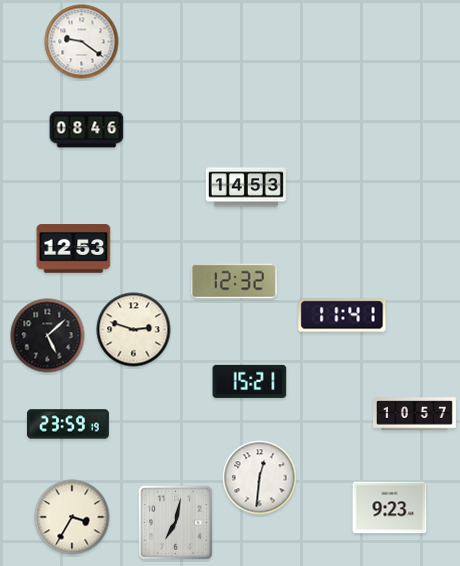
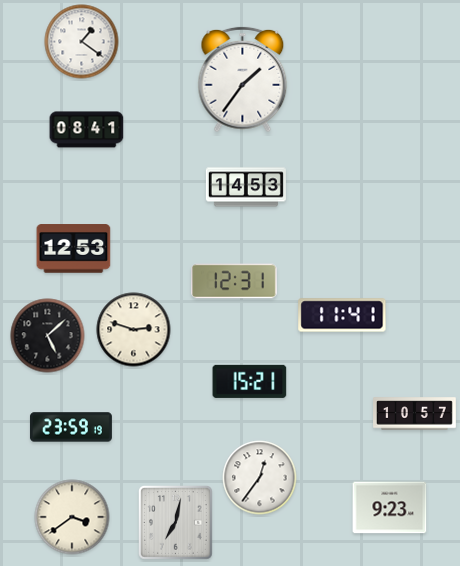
clock at (82, 42): 9:21 -> 1:21
clock at (243, 80): none -> 1:36
clock at (87, 130): 08:46 -> 08:41
clock at (234, 281): 12:32 -> 12:31
clock at (68, 424) position: (68, 424) -> (71, 427)
clock at (260, 478): 12:31 -> 12:36
clock at (72, 517): 3:35 -> 3:39
